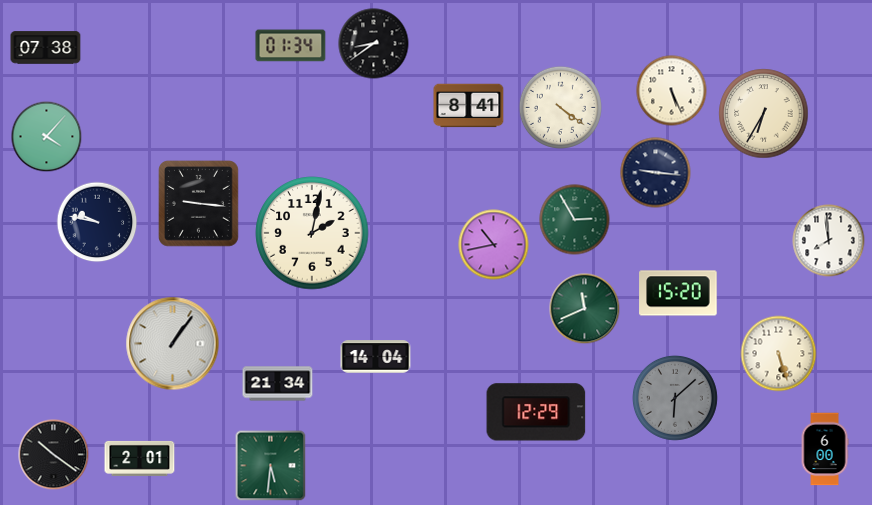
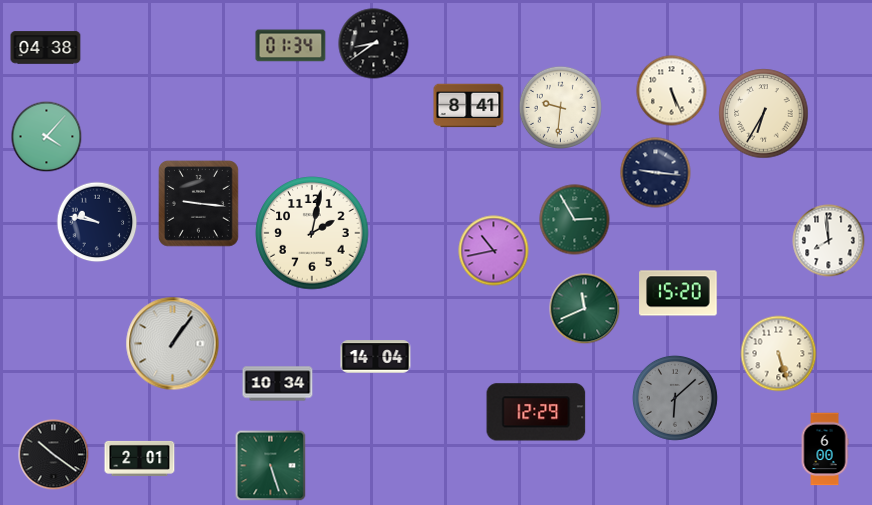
clock at (46, 48): 07:38 -> 04:38
clock at (560, 107): 4:21 -> 9:31
clock at (494, 245) position: (494, 245) -> (494, 251)
clock at (278, 384): 21:34 -> 10:34
clock at (271, 466): 5:31 -> 5:27
